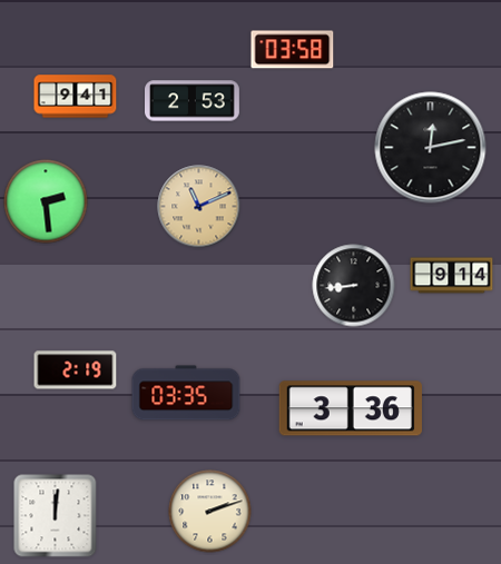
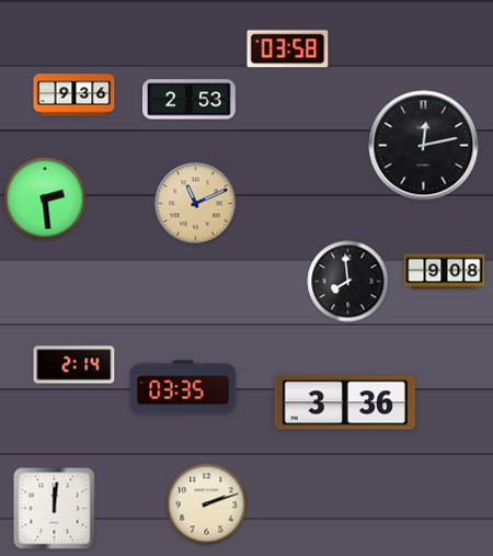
clock at (76, 97): 9:41 -> 9:36
clock at (452, 276): 9:14 -> 9:08
clock at (354, 286): 8:44 -> 7:59
clock at (76, 370): 2:19 -> 2:14
